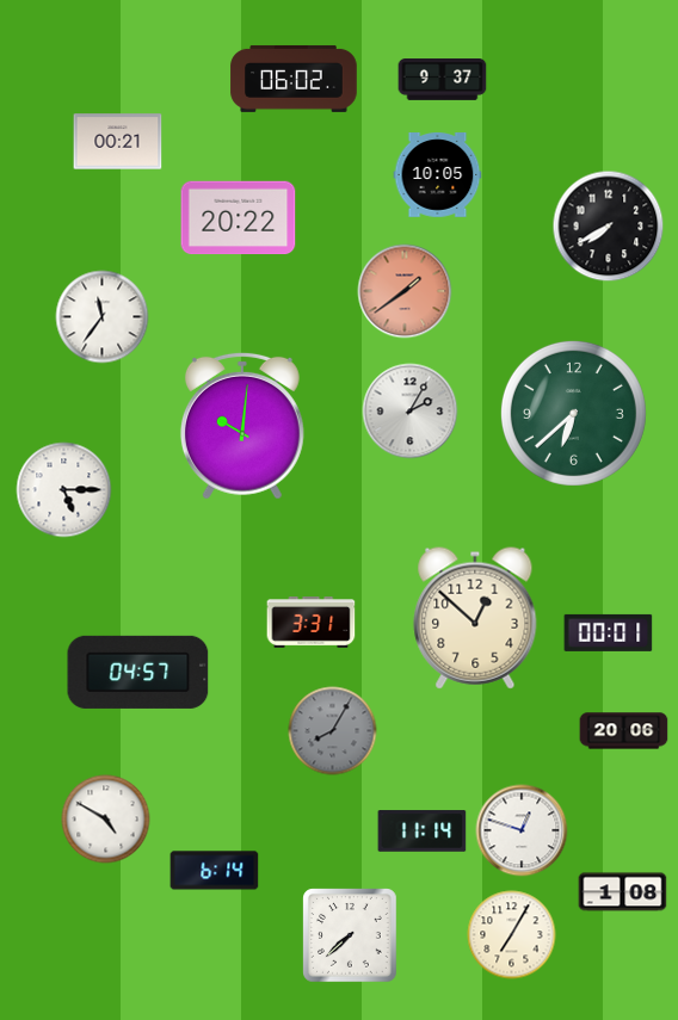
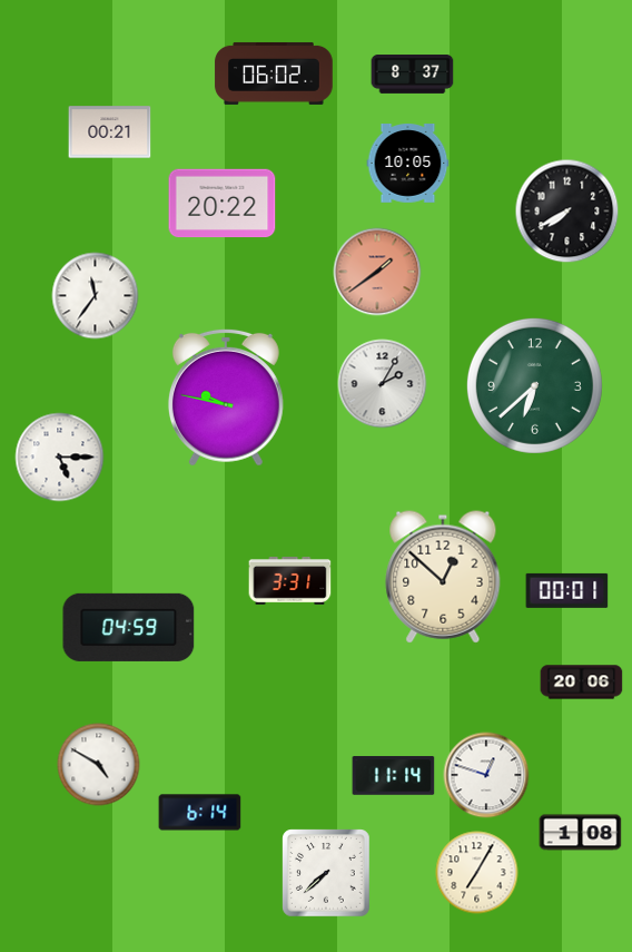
clock at (443, 80): 9:37 -> 8:37
clock at (242, 426): 10:01 -> 9:47
clock at (138, 672): 04:57 -> 04:59
clock at (333, 731): 8:05 -> none
